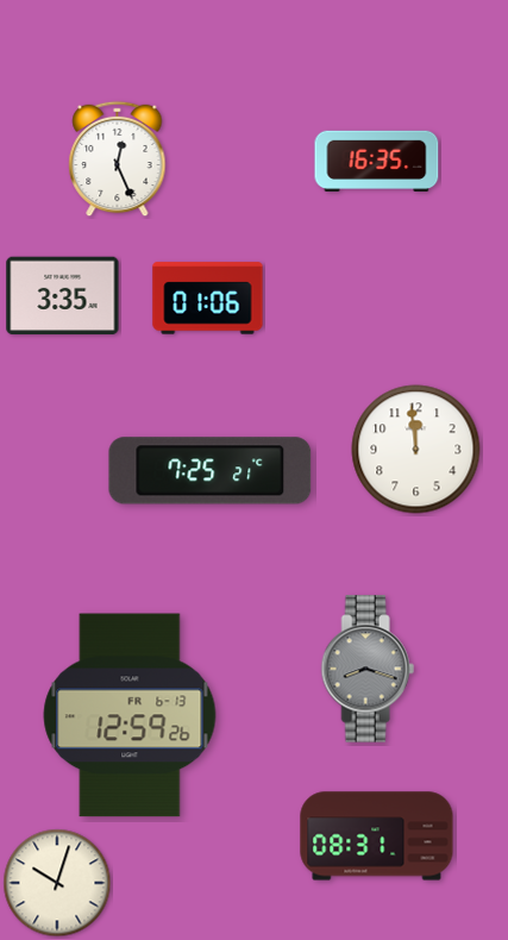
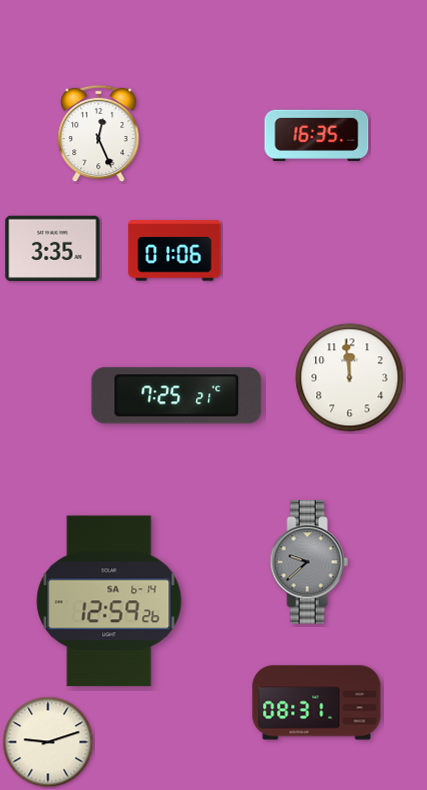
clock at (368, 669): 8:18 -> 9:38
clock at (130, 715) date: FR 6-13 -> SA 6-14
clock at (57, 883): 10:03 -> 9:12
